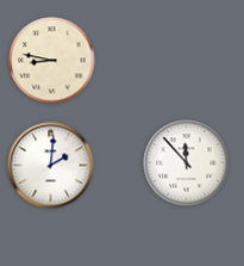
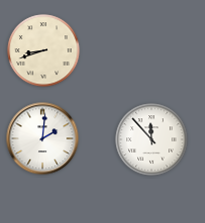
clock at (52, 61): 8:47 -> 8:42
clock at (187, 163) position: (187, 163) -> (152, 140)
